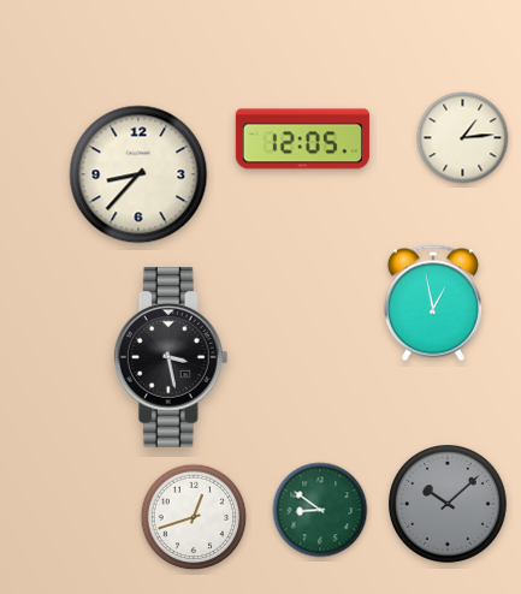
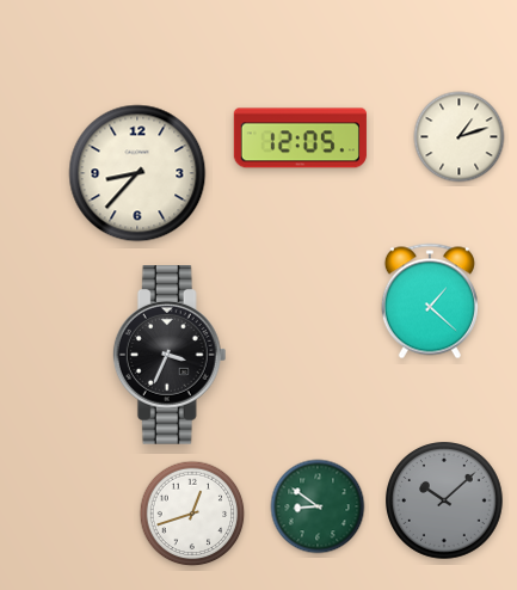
clock at (463, 138): 1:14 -> 1:12
clock at (433, 303): 12:58 -> 1:22
clock at (171, 358): 3:28 -> 3:34
